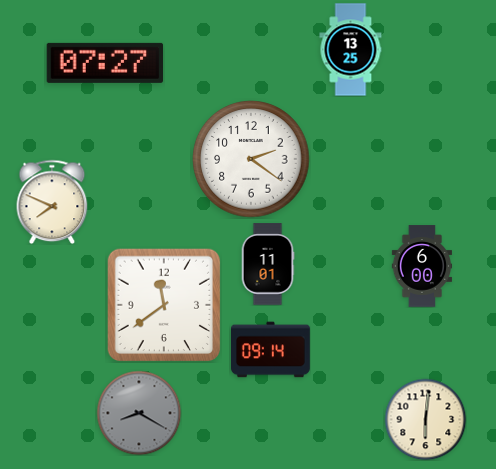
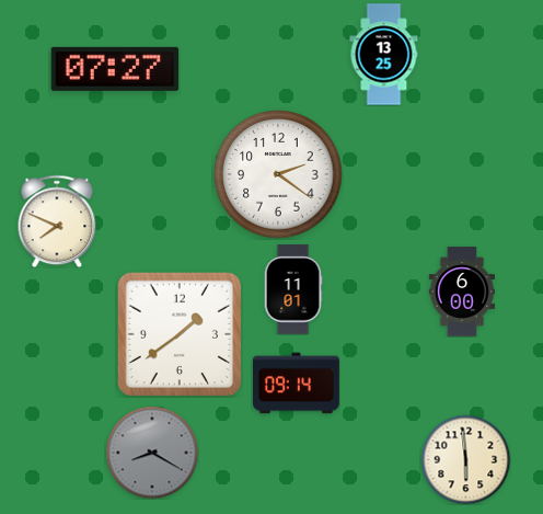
clock at (251, 159) position: (251, 159) -> (278, 174)
clock at (164, 305): 11:39 -> 1:39
clock at (425, 419): 6:01 -> 5:59
